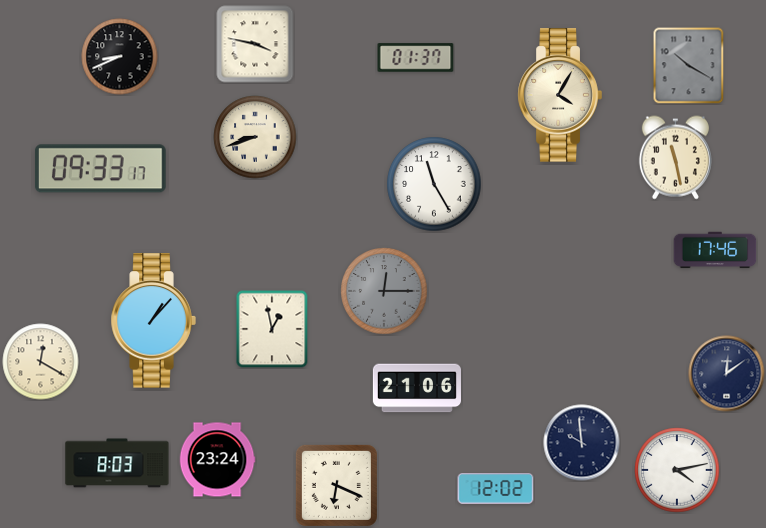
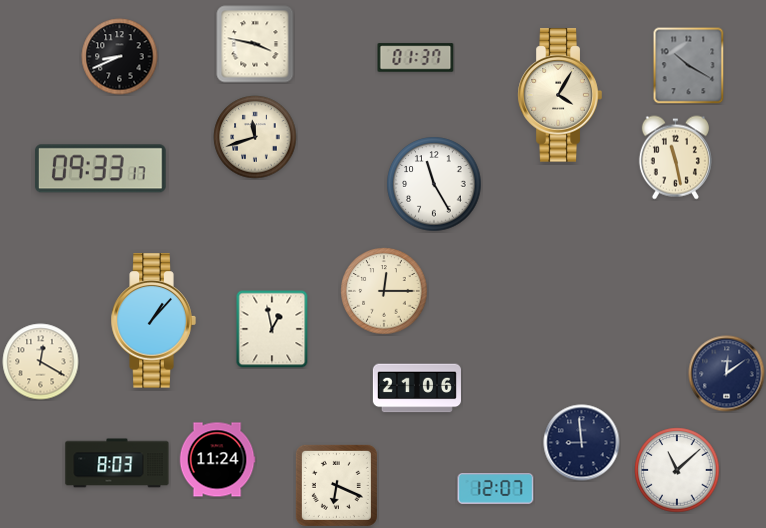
clock at (255, 137): 8:42 -> 11:42
clock at (715, 250): 17:46 -> none
clock at (384, 291) dial: grey -> cream
clock at (582, 443): 9:59 -> 8:59
clock at (217, 460): 23:24 -> 11:24
clock at (677, 470): 4:13 -> 11:08
clock at (496, 489): 12:02 -> 12:07
